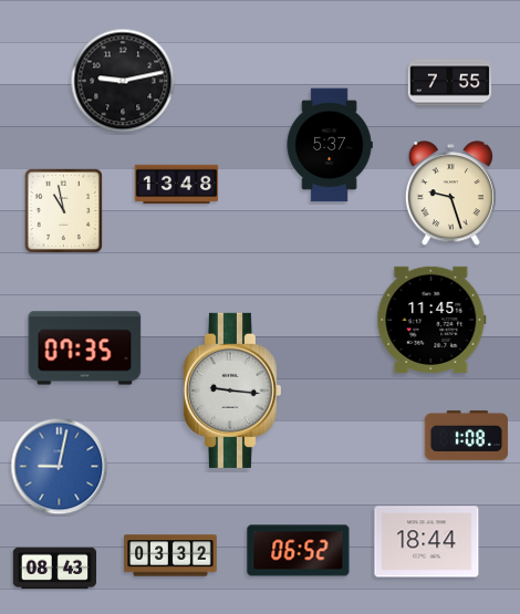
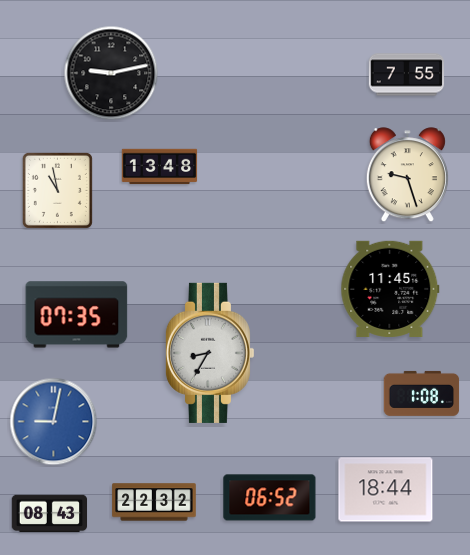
clock at (330, 145): 5:37 -> none
clock at (231, 391): 9:16 -> 8:35
clock at (170, 555): 03:32 -> 22:32
